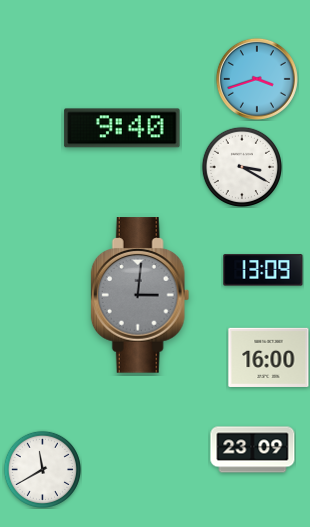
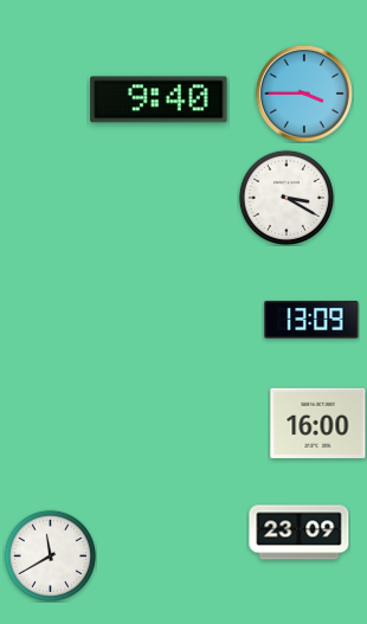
clock at (257, 79): 3:42 -> 3:45
clock at (122, 128) position: (122, 128) -> (159, 99)
clock at (140, 295): 3:01 -> none
